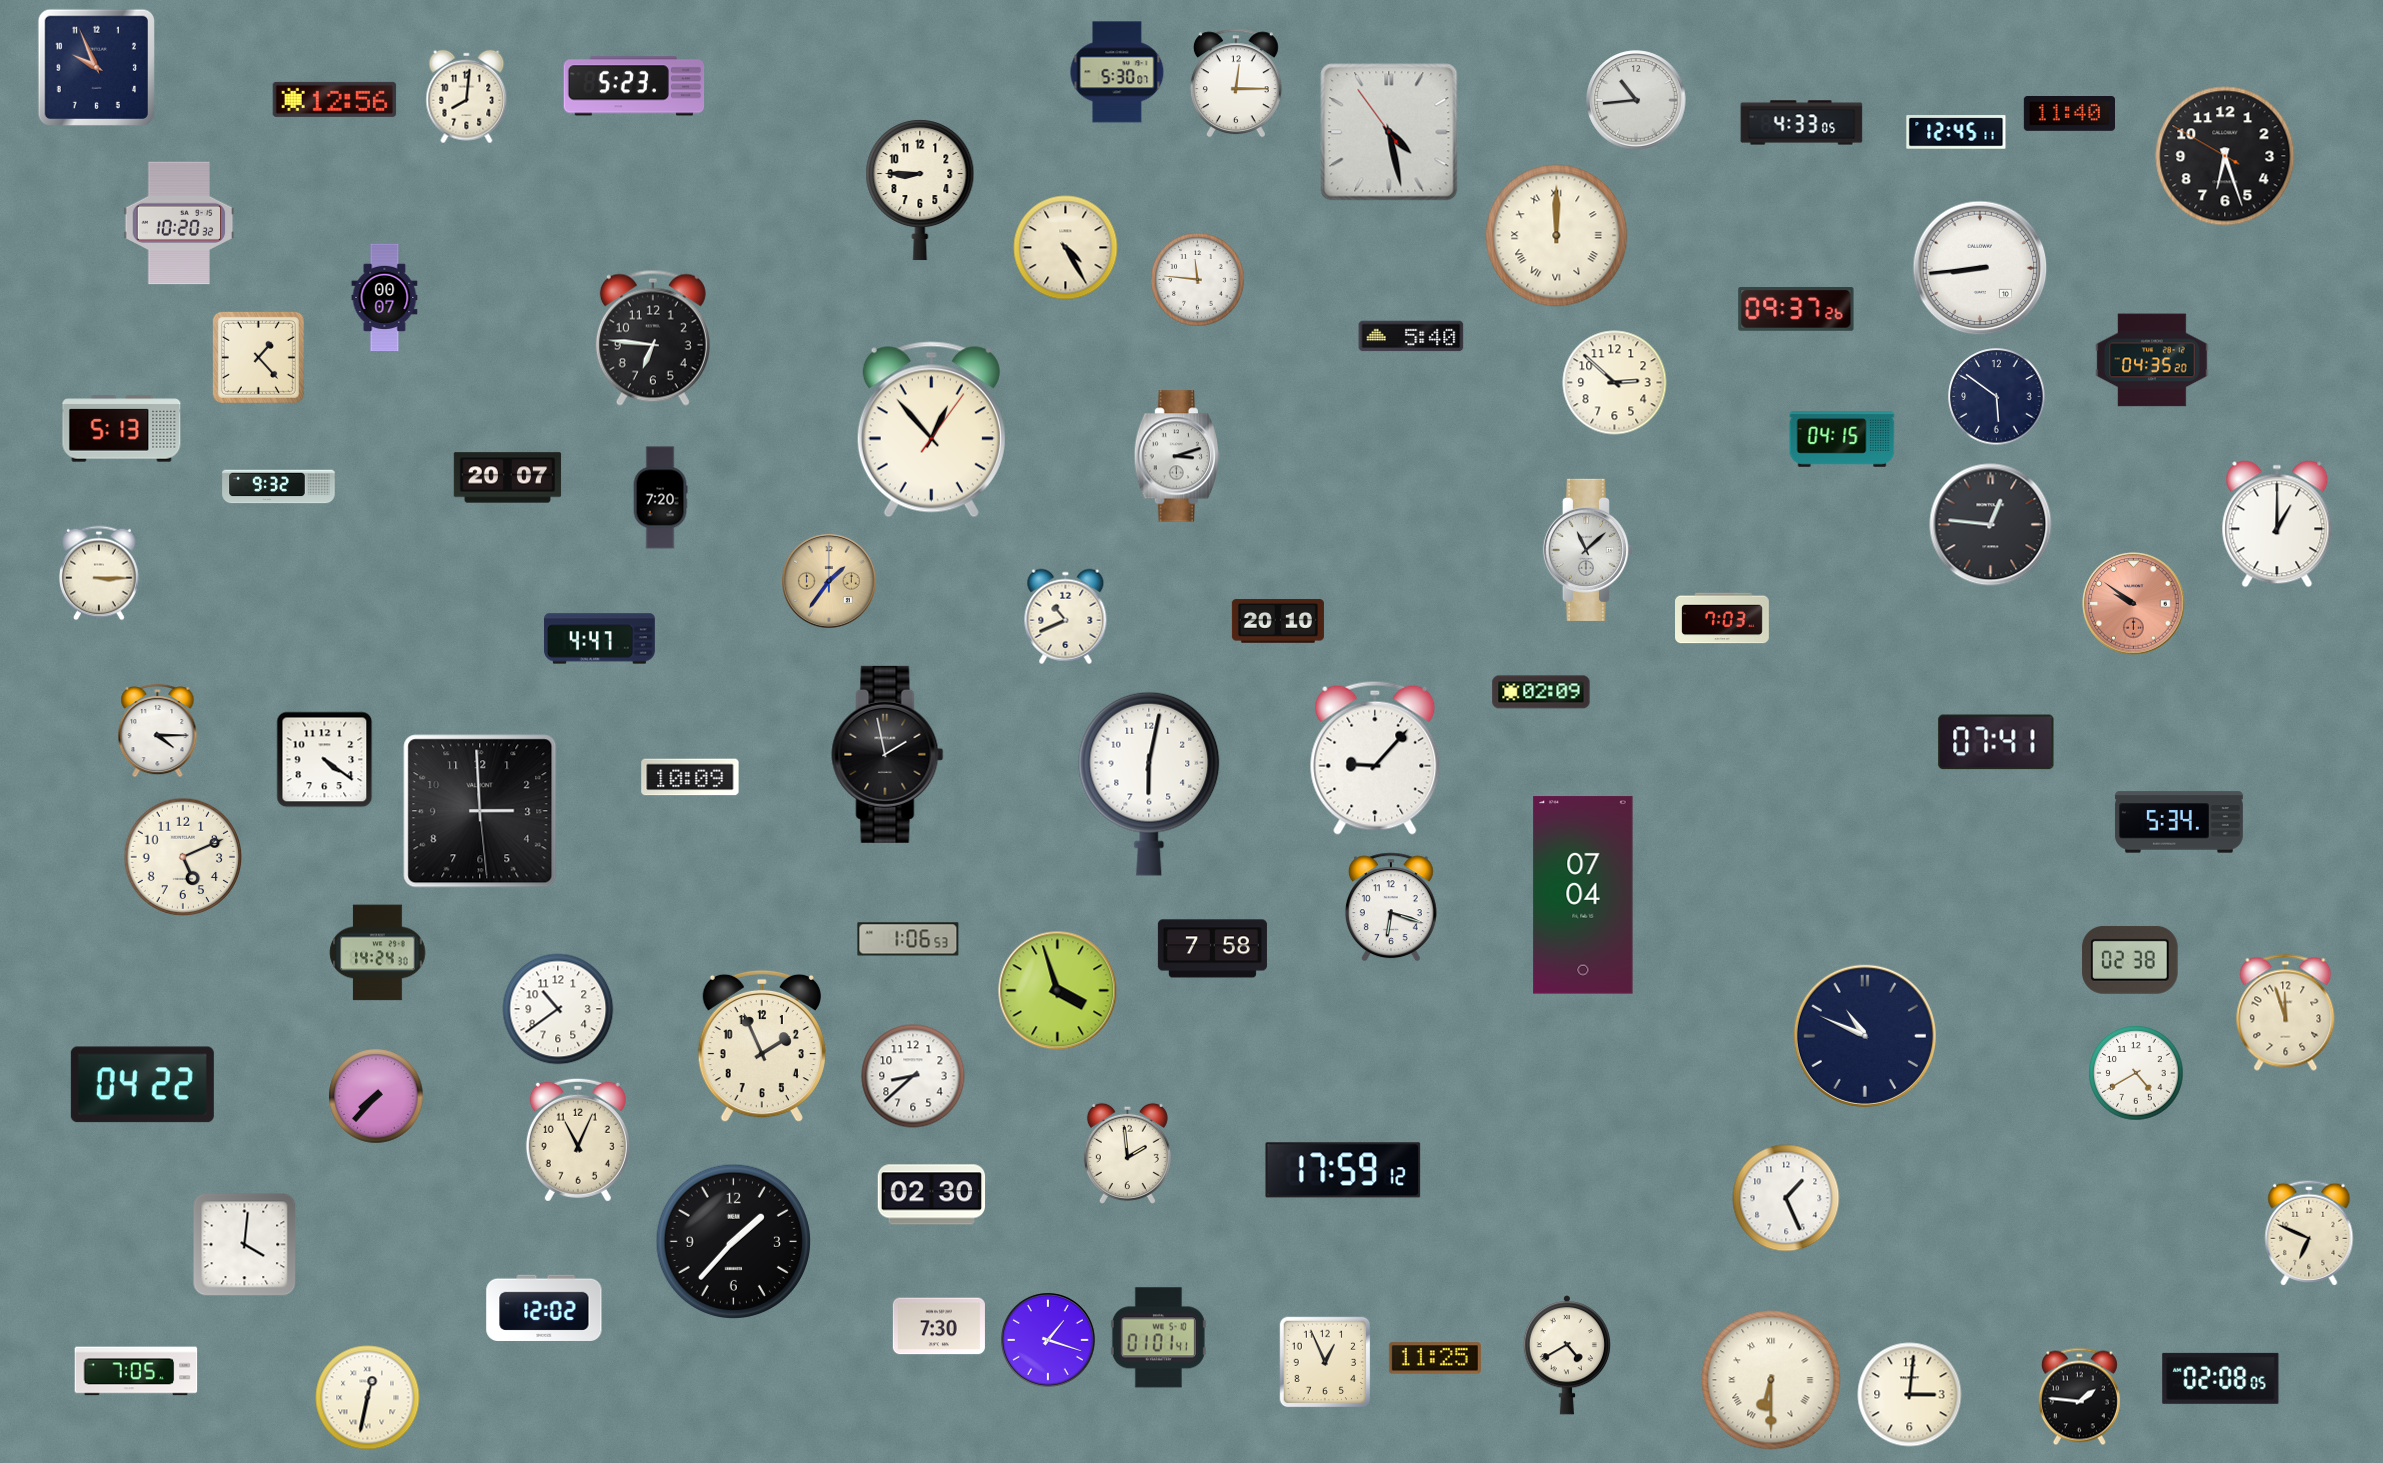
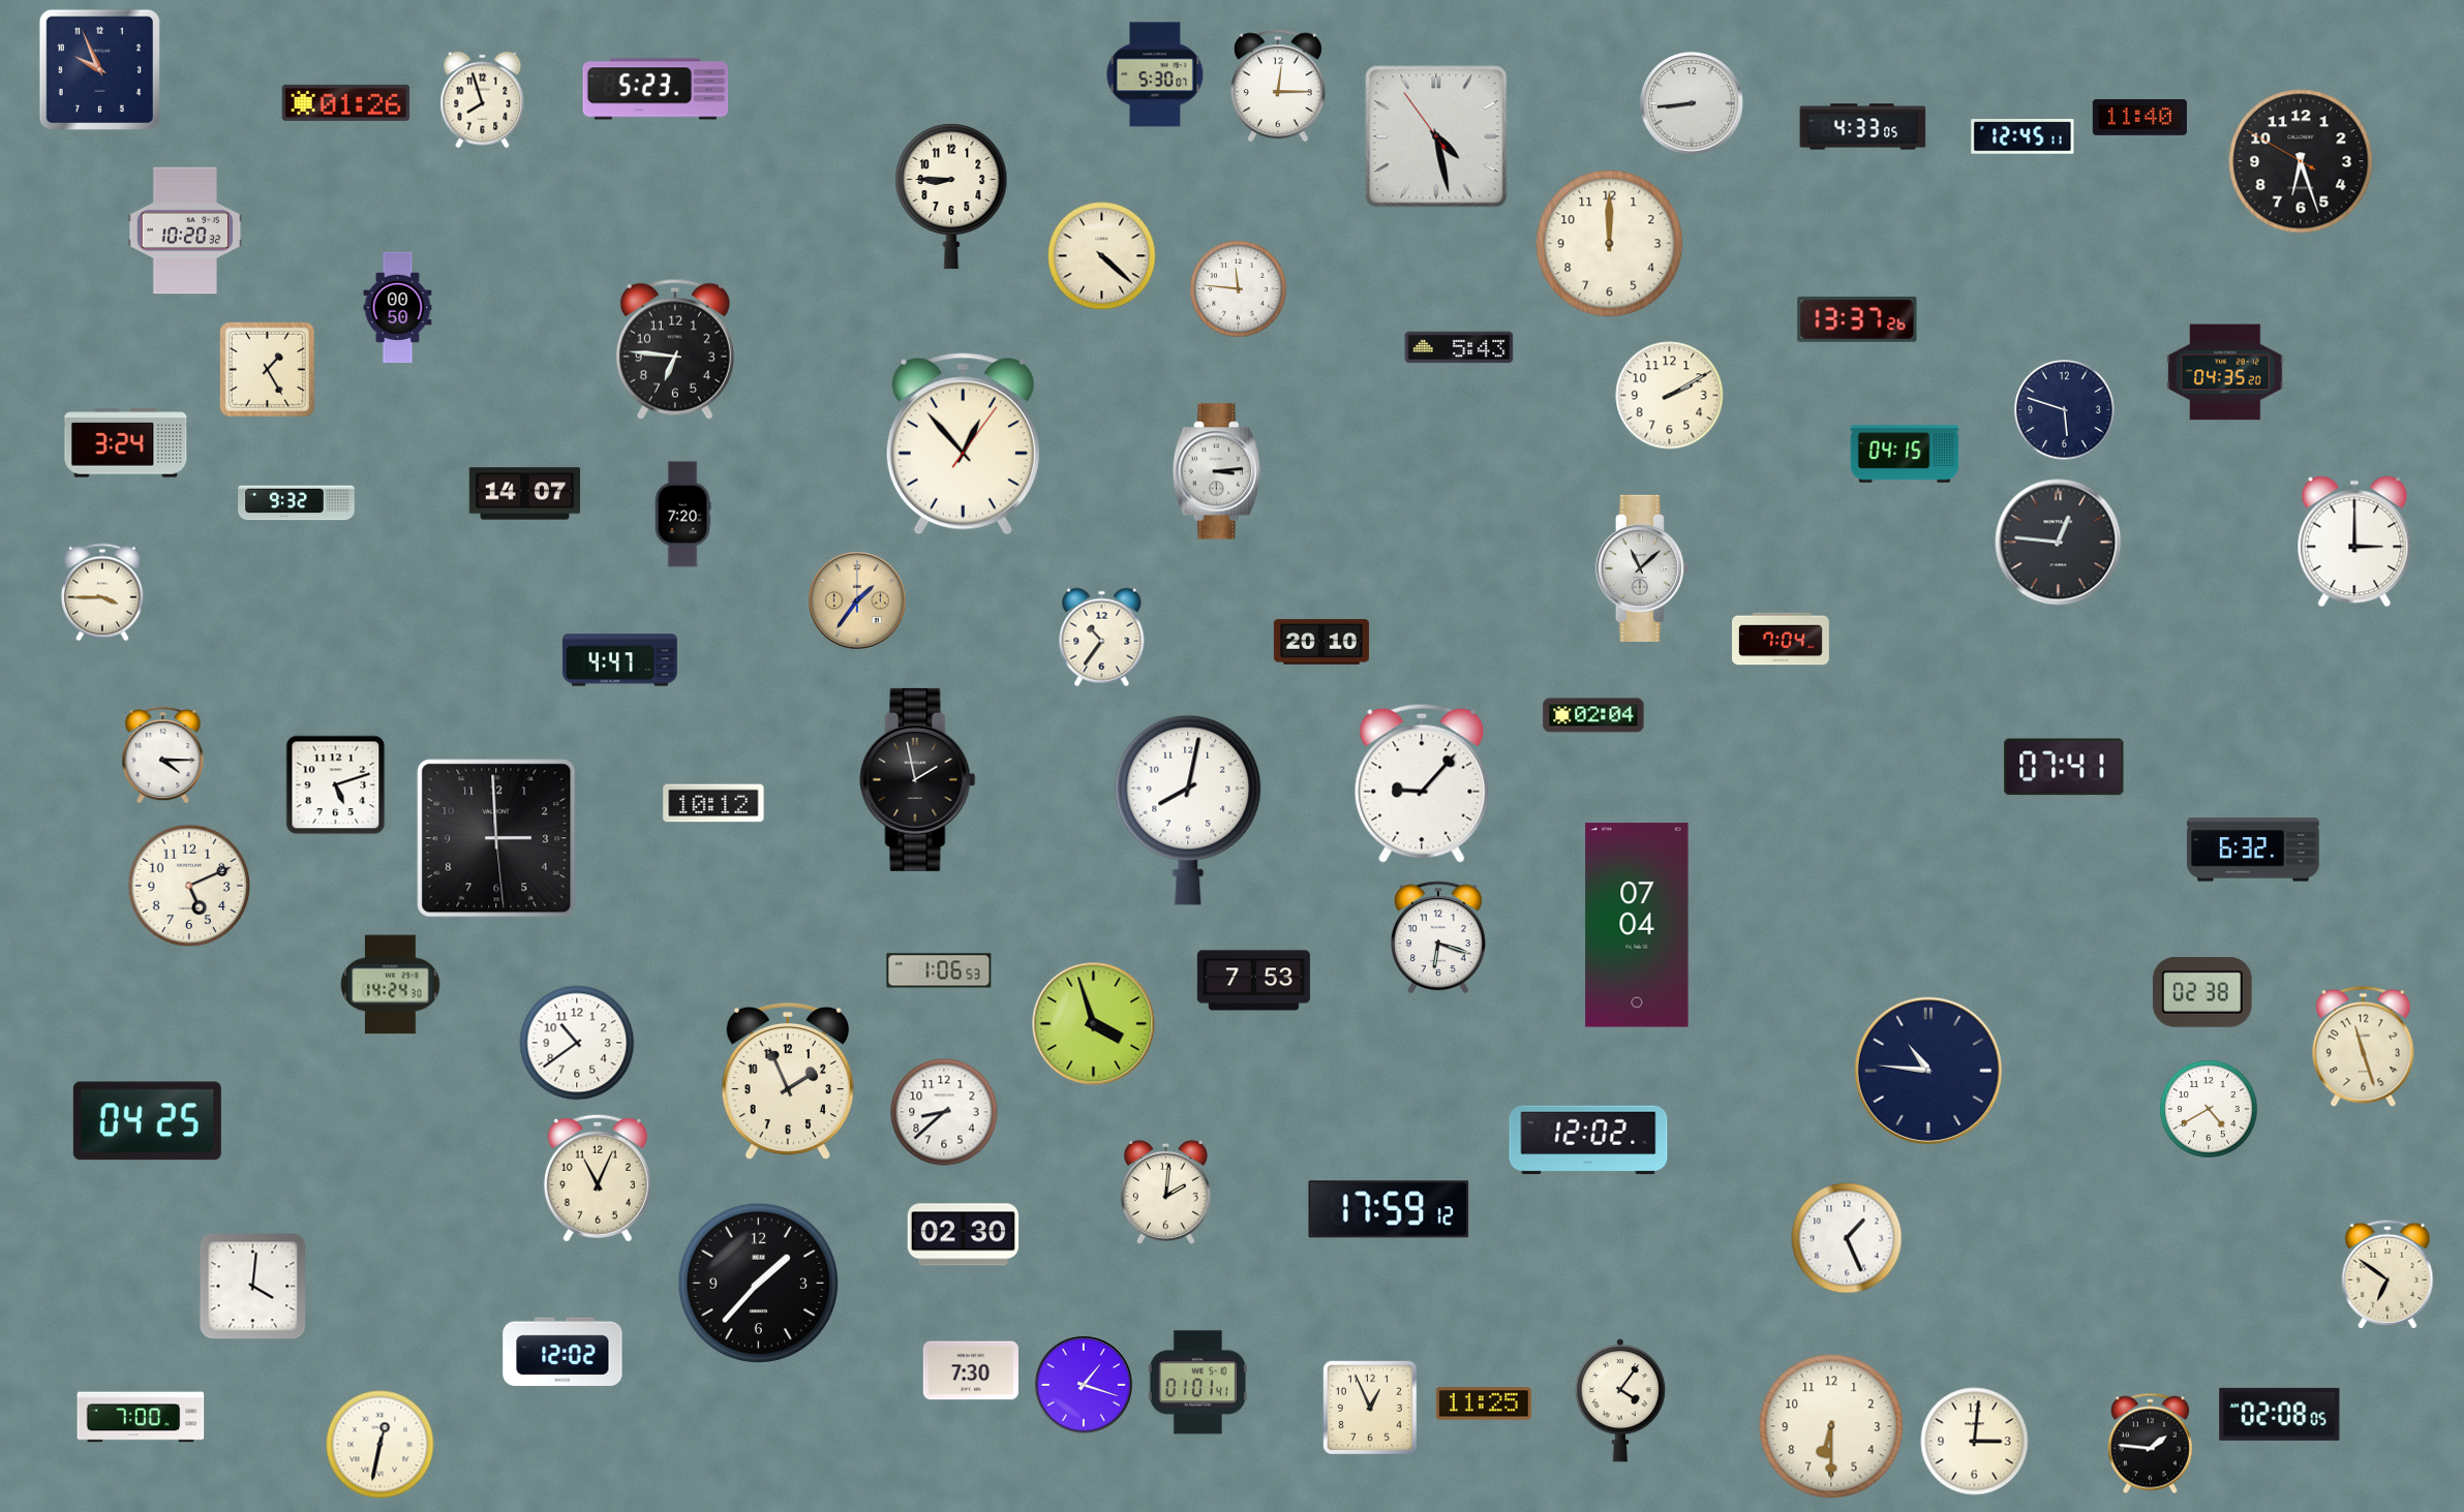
clock at (467, 97): 8:01 -> 7:57
clock at (335, 99): 12:56 -> 01:26
clock at (1636, 100): 10:44 -> 8:44
clock at (1557, 236) numerals: Roman -> Arabic
clock at (1066, 248): 4:25 -> 4:22
clock at (1980, 268): 8:44 -> none
clock at (385, 298): 00:07 -> 00:50
clock at (1796, 309): 09:37 -> 13:37
clock at (1411, 336): 5:40 -> 5:43
clock at (258, 357): 1:23 -> 1:25
clock at (1615, 383): 2:52 -> 2:10
clock at (1997, 397): 5:51 -> 5:48
clock at (122, 429): 5:13 -> 3:24
clock at (1176, 456): 3:12 -> 3:14
clock at (508, 478): 20:07 -> 14:07
clock at (279, 487) position: (279, 487) -> (297, 503)
clock at (2277, 524): 1:00 -> 3:00
clock at (99, 573): 3:15 -> 3:45
clock at (2134, 604): 9:51 -> none
clock at (1066, 617): 10:41 -> 10:36
clock at (1723, 618): 7:03 -> 7:04
clock at (1541, 692): 02:09 -> 02:04
clock at (325, 760): 4:21 -> 5:12
clock at (690, 777): 10:09 -> 10:12
clock at (1149, 784): 6:02 -> 8:02
clock at (2179, 822): 5:34 -> 6:32
clock at (1212, 949): 7:58 -> 7:53
clock at (2286, 1012): 11:57 -> 11:27
clock at (1865, 1036): 10:49 -> 10:46
clock at (142, 1085): 04:22 -> 04:25
clock at (376, 1096): 7:37 -> none
clock at (1588, 1140): none -> 12:02
clock at (1127, 1153): 1:59 -> 2:01
clock at (2309, 1233): 6:49 -> 6:51
clock at (1566, 1355): 4:40 -> 4:06
clock at (136, 1371): 7:05 -> 7:00
clock at (2221, 1378) position: (2221, 1378) -> (2280, 1414)
clock at (1771, 1380) numerals: Roman -> Arabic
